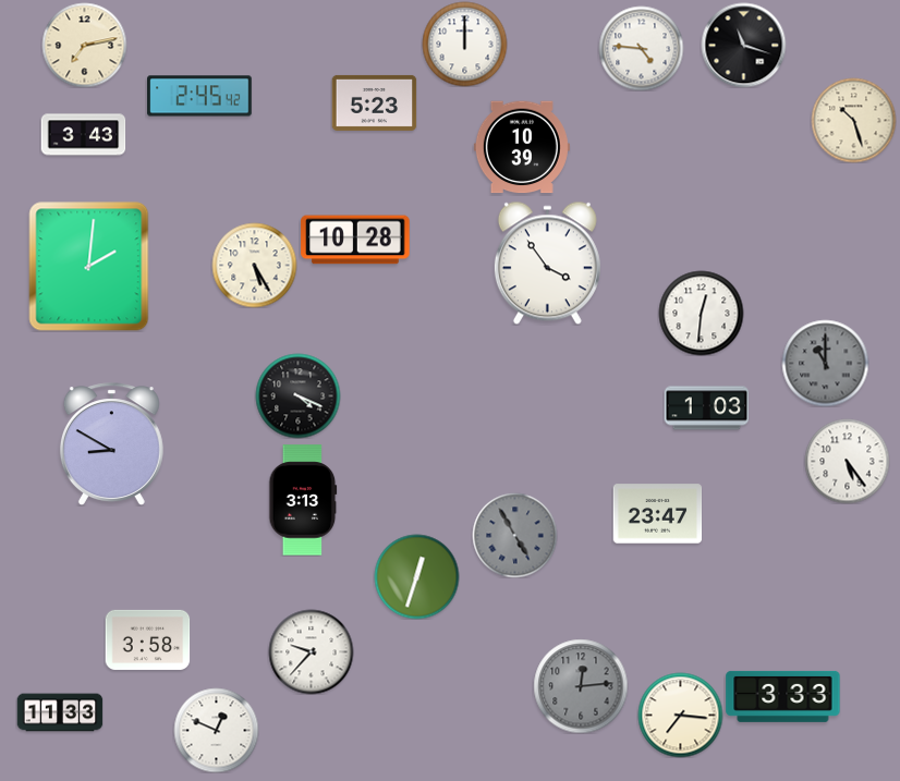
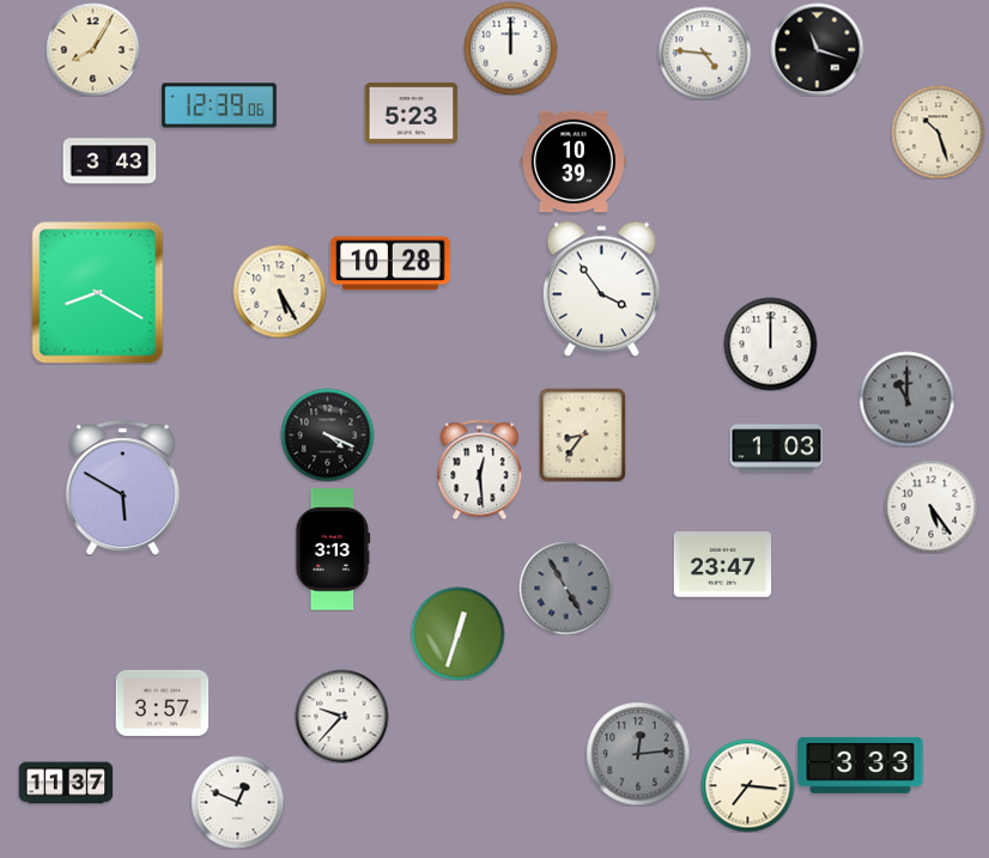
clock at (84, 45): 7:13 -> 8:05
clock at (199, 96): 2:45 -> 12:39
clock at (83, 135) position: (83, 135) -> (109, 162)
clock at (89, 267): 2:01 -> 8:20
clock at (701, 313): 12:31 -> 12:00
clock at (583, 434): none -> 8:36
clock at (480, 469): none -> 12:29
clock at (111, 444): 8:50 -> 5:50
clock at (147, 639): 3:58 -> 3:57
clock at (60, 712): 11:33 -> 11:37
